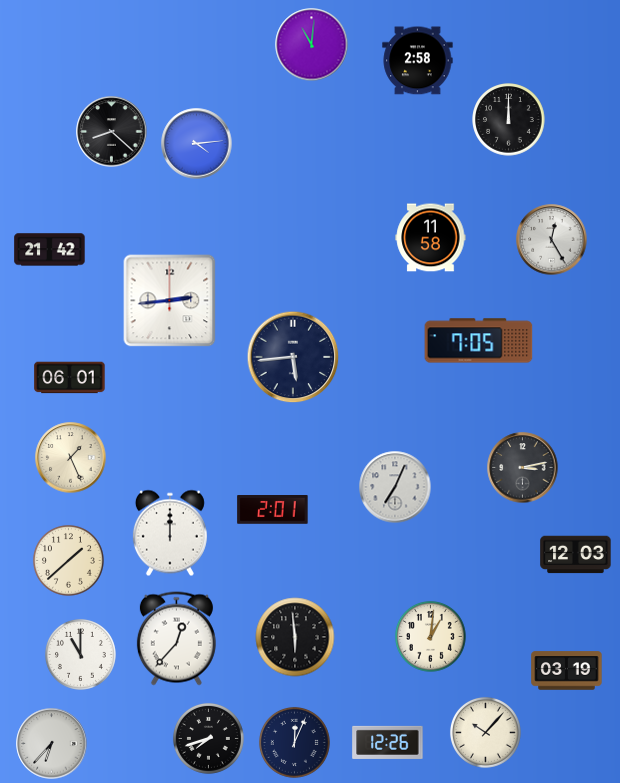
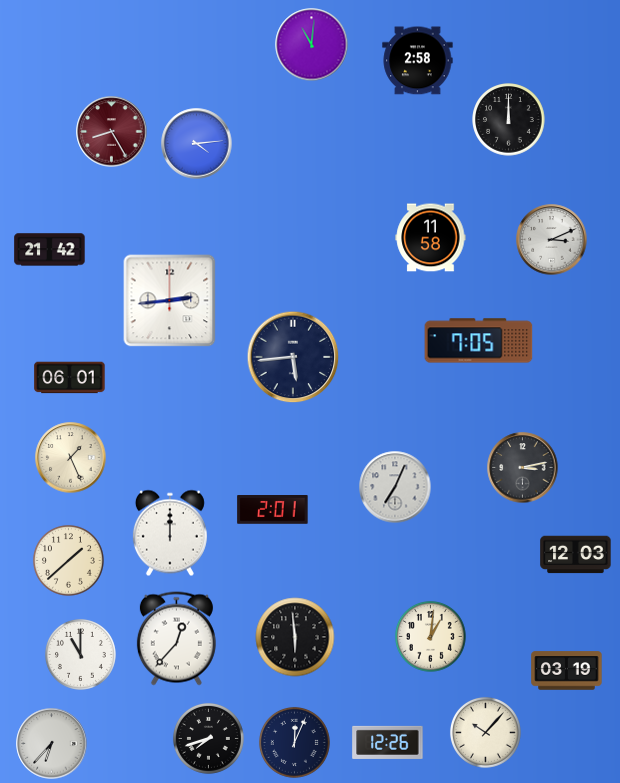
clock at (112, 132): 8:22 -> 8:25
clock at (112, 132) dial: black -> burgundy
clock at (552, 240): 12:25 -> 3:11
